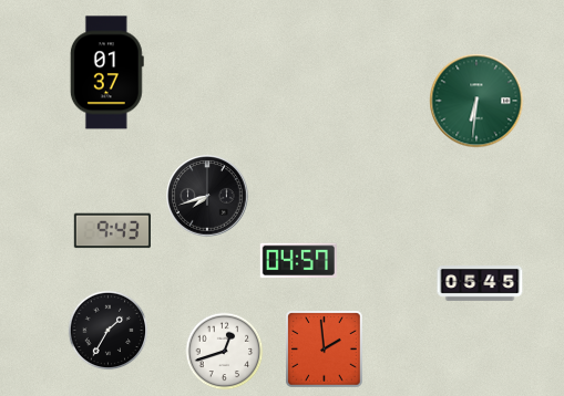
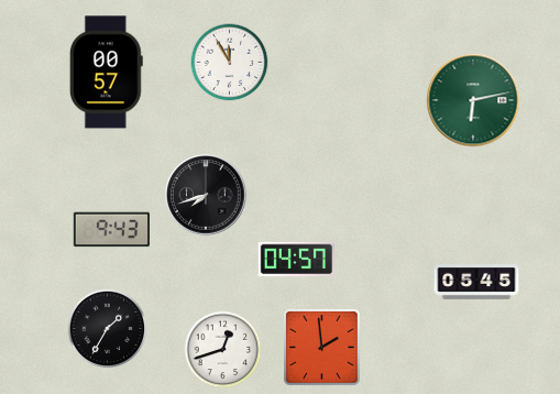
clock at (230, 63): none -> 11:55
clock at (106, 73): 01:37 -> 00:57
clock at (476, 101): 6:31 -> 6:13
